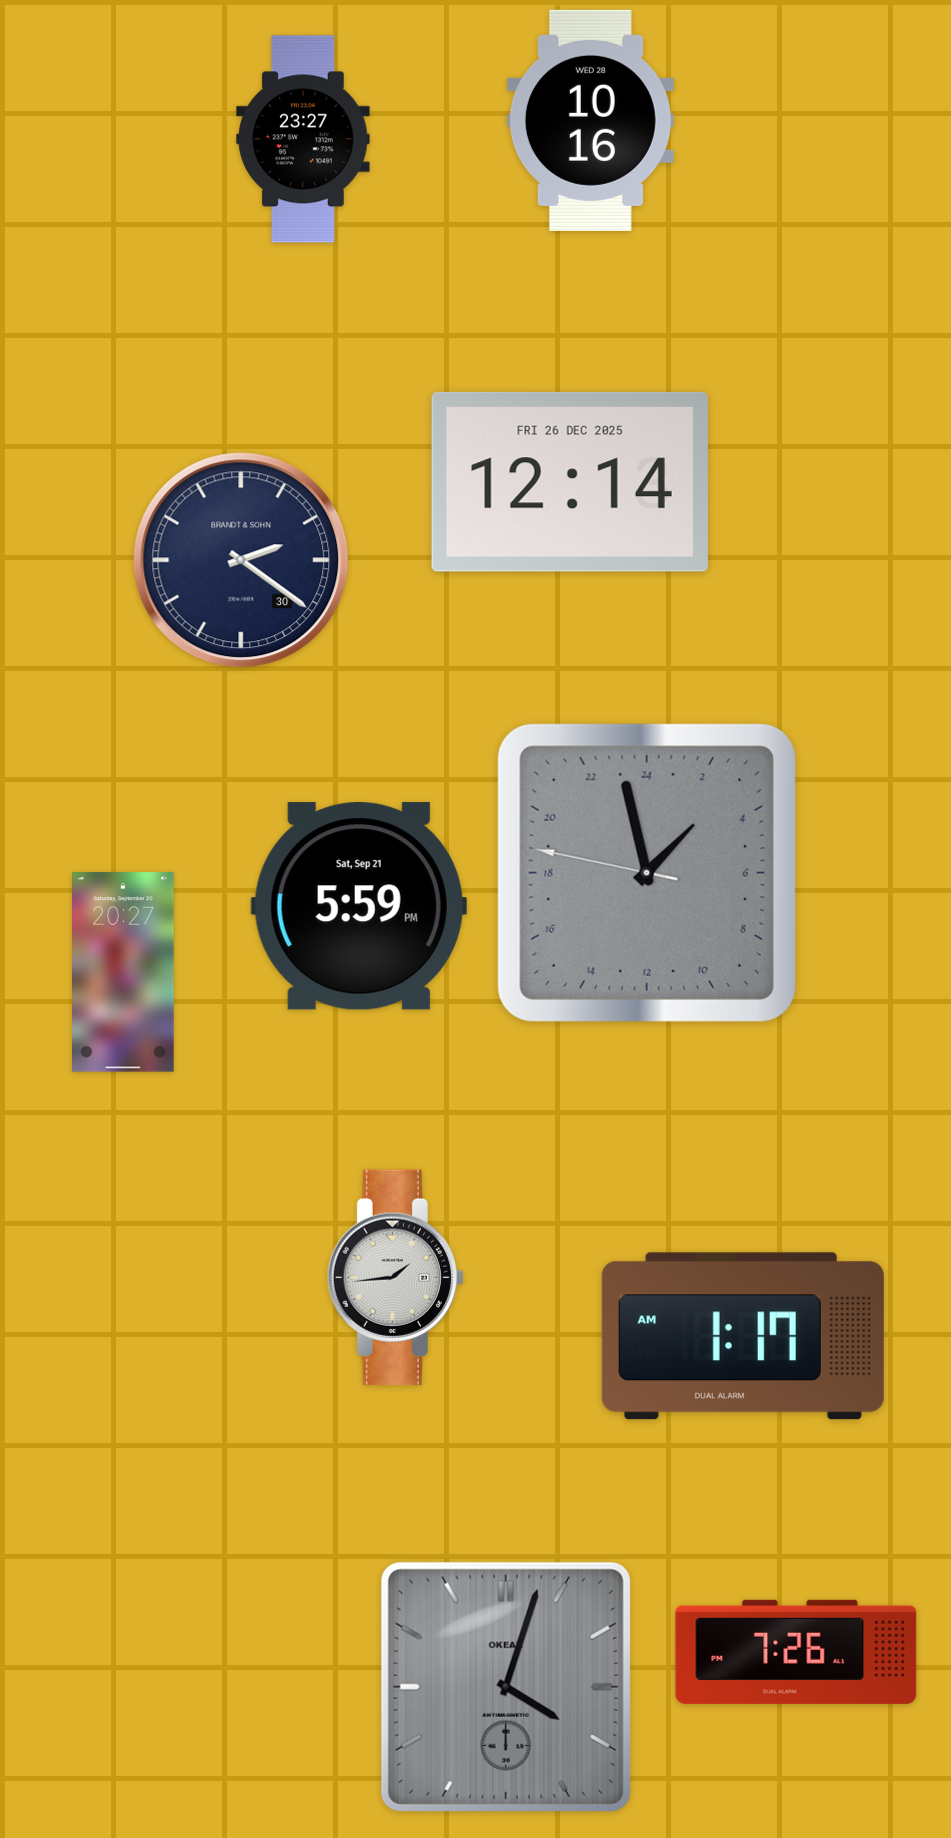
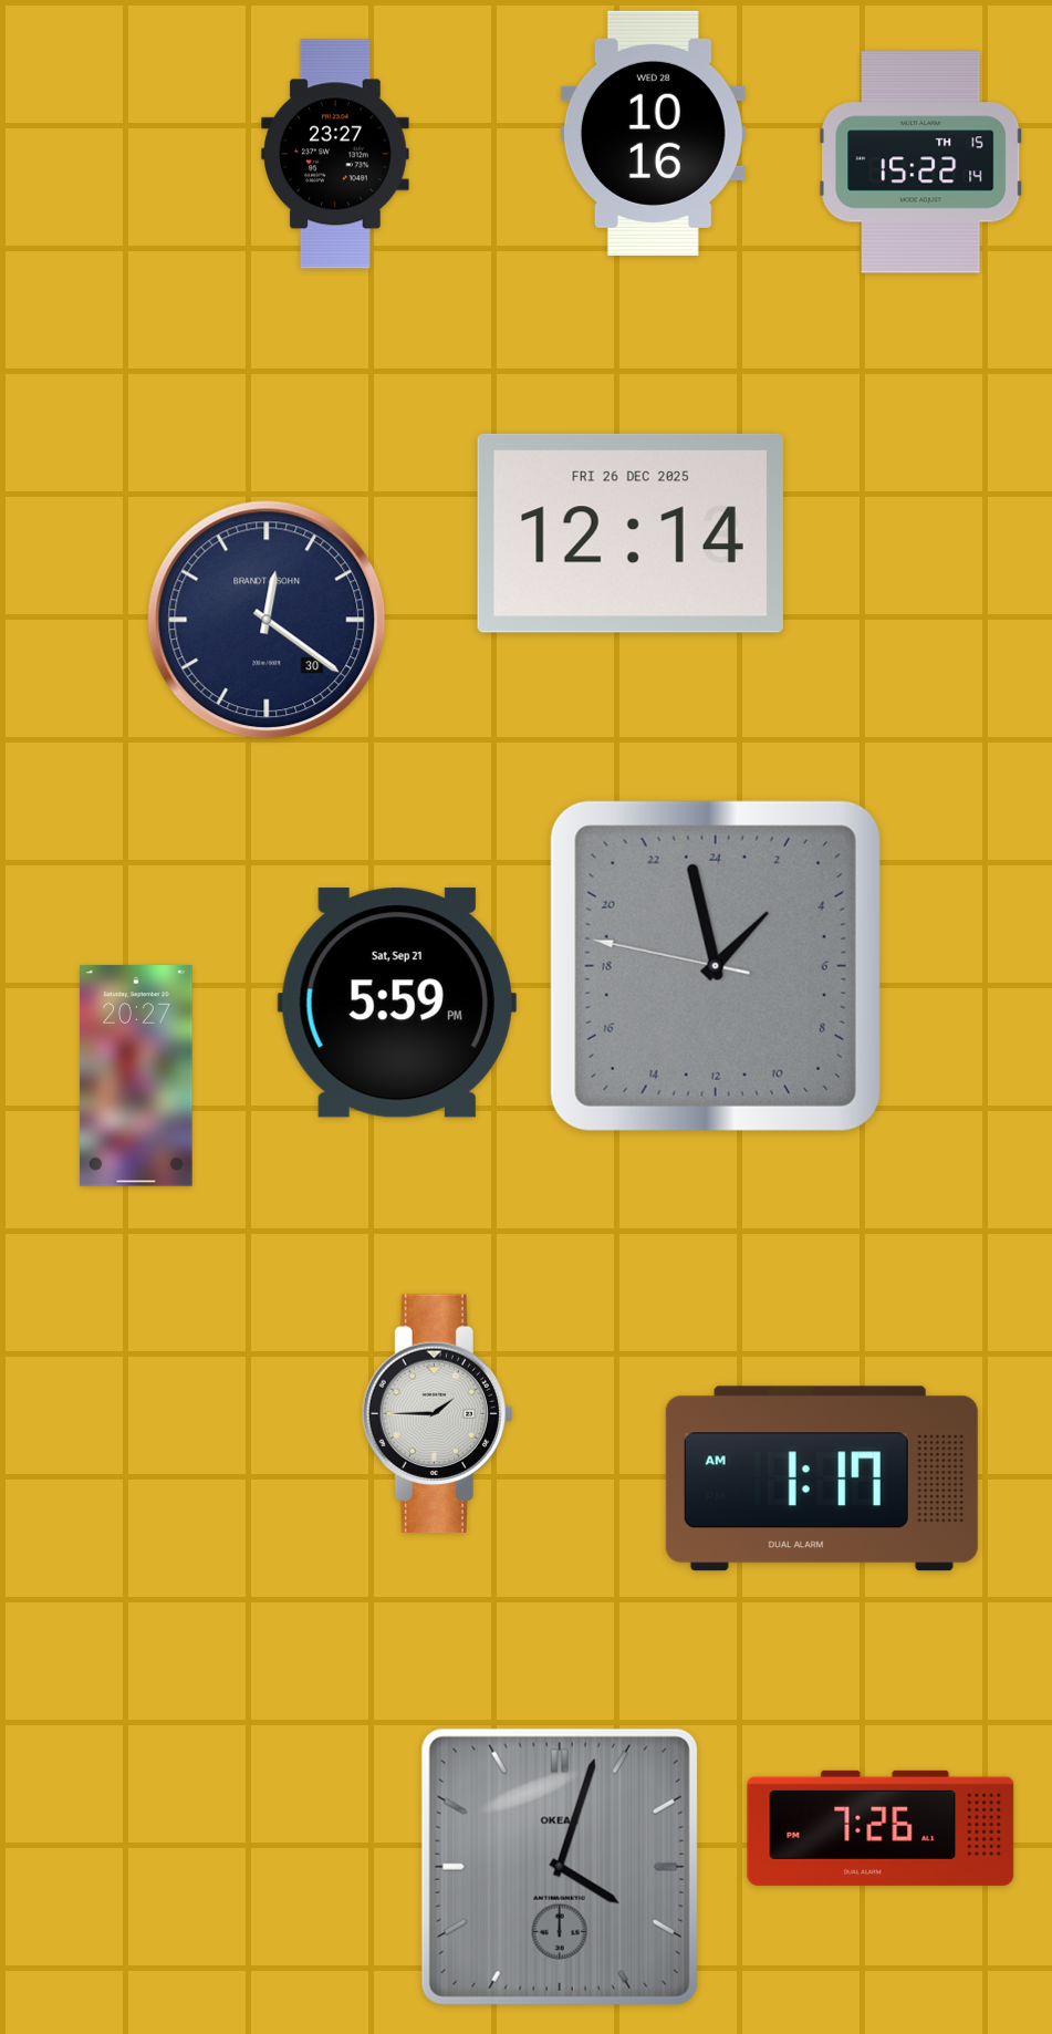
clock at (921, 163): none -> 15:22
clock at (241, 560): 2:21 -> 12:21
clock at (395, 1278): 1:44 -> 1:45
